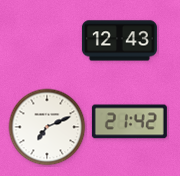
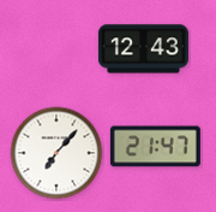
clock at (129, 122): 21:42 -> 21:47
clock at (47, 127): 7:11 -> 7:07
